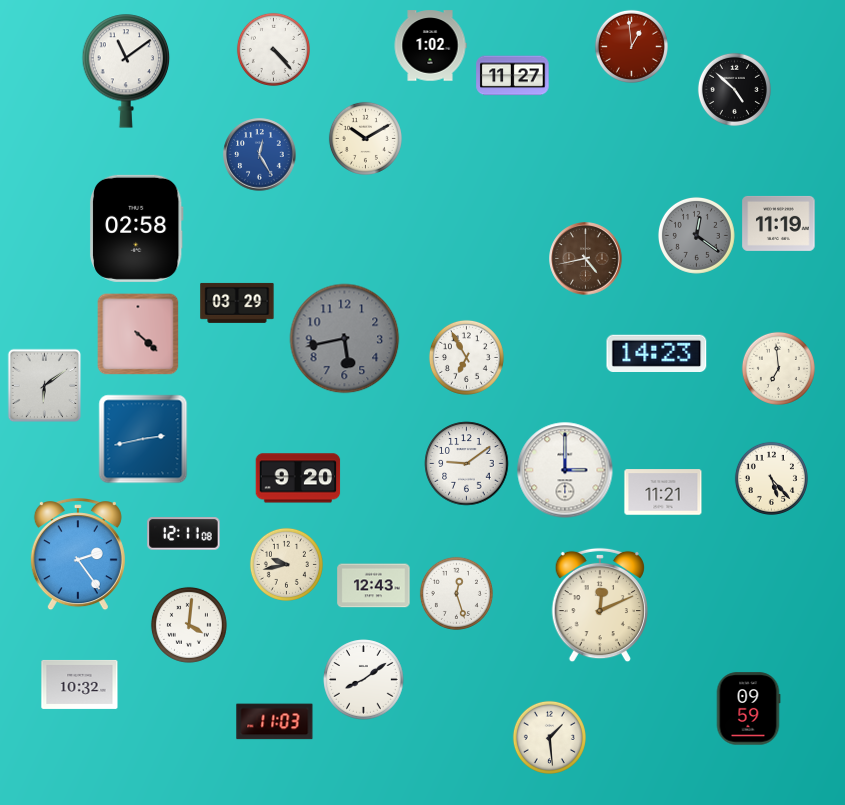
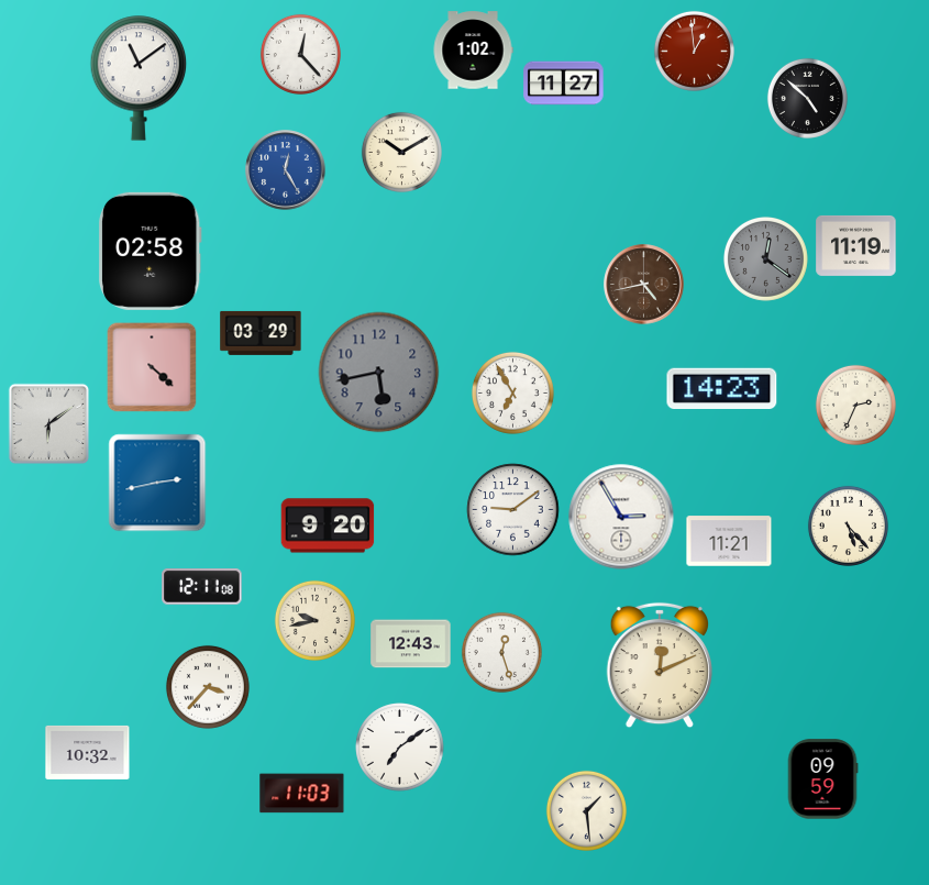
clock at (273, 49): 4:23 -> 12:23
clock at (778, 368): 6:59 -> 2:34
clock at (565, 470): 3:00 -> 2:55
clock at (78, 555): 2:24 -> none
clock at (189, 625): 4:01 -> 3:37
clock at (364, 680): 8:09 -> 7:09
clock at (549, 737) position: (549, 737) -> (586, 810)
